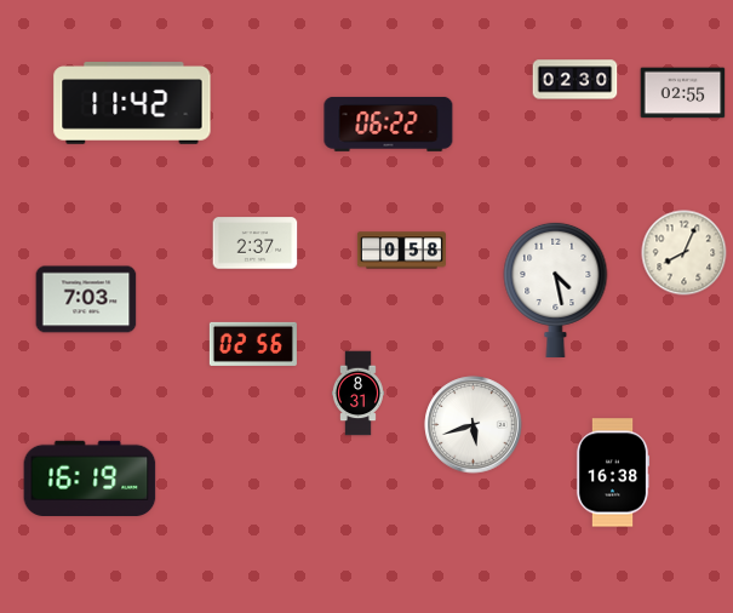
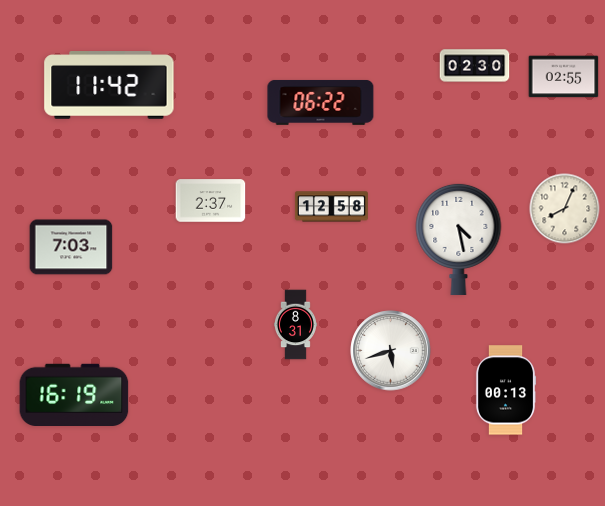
clock at (401, 251): 0:58 -> 12:58
clock at (253, 344): 02:56 -> none
clock at (613, 472): 16:38 -> 00:13
